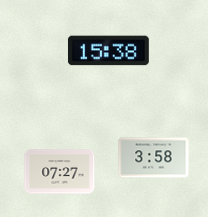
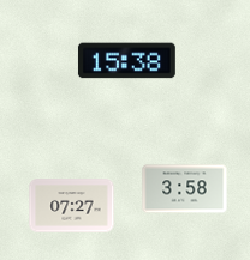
clock at (108, 51) position: (108, 51) -> (126, 61)
